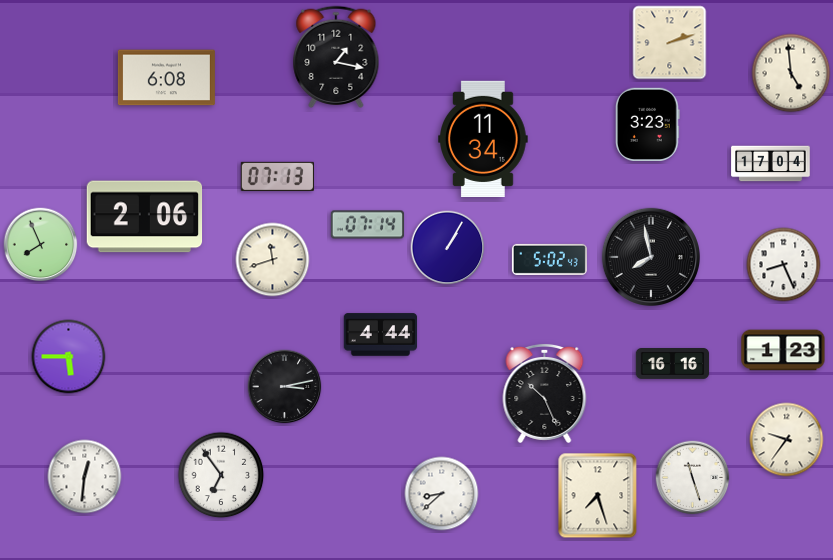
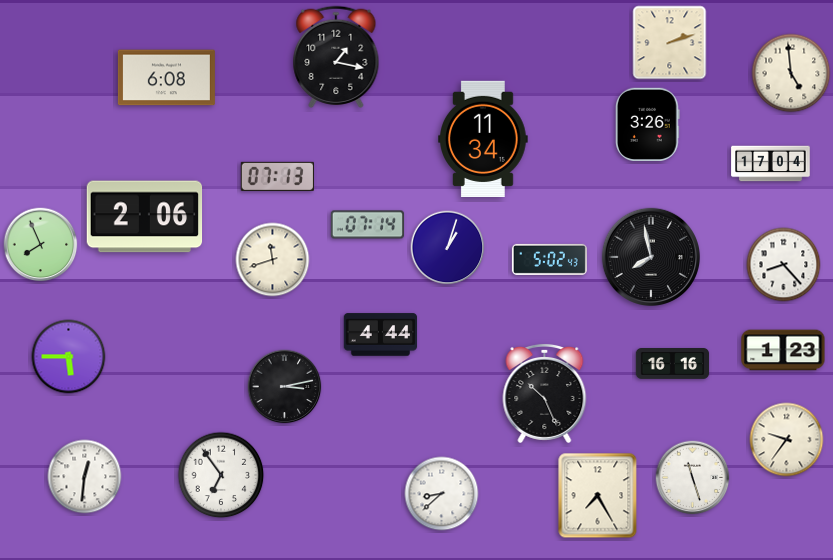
clock at (648, 124): 3:23 -> 3:26
clock at (448, 248): 1:05 -> 1:03
clock at (784, 265): 8:26 -> 8:23
clock at (598, 496): 7:27 -> 7:25
